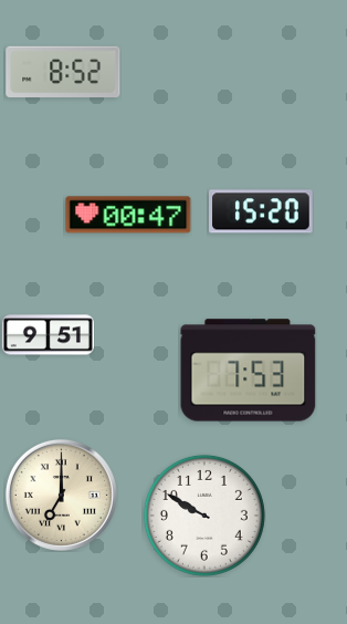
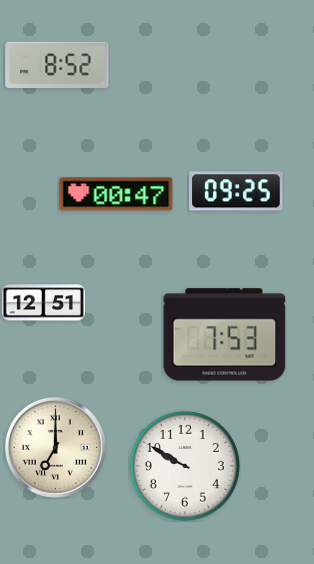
clock at (261, 211): 15:20 -> 09:25
clock at (48, 335): 9:51 -> 12:51
